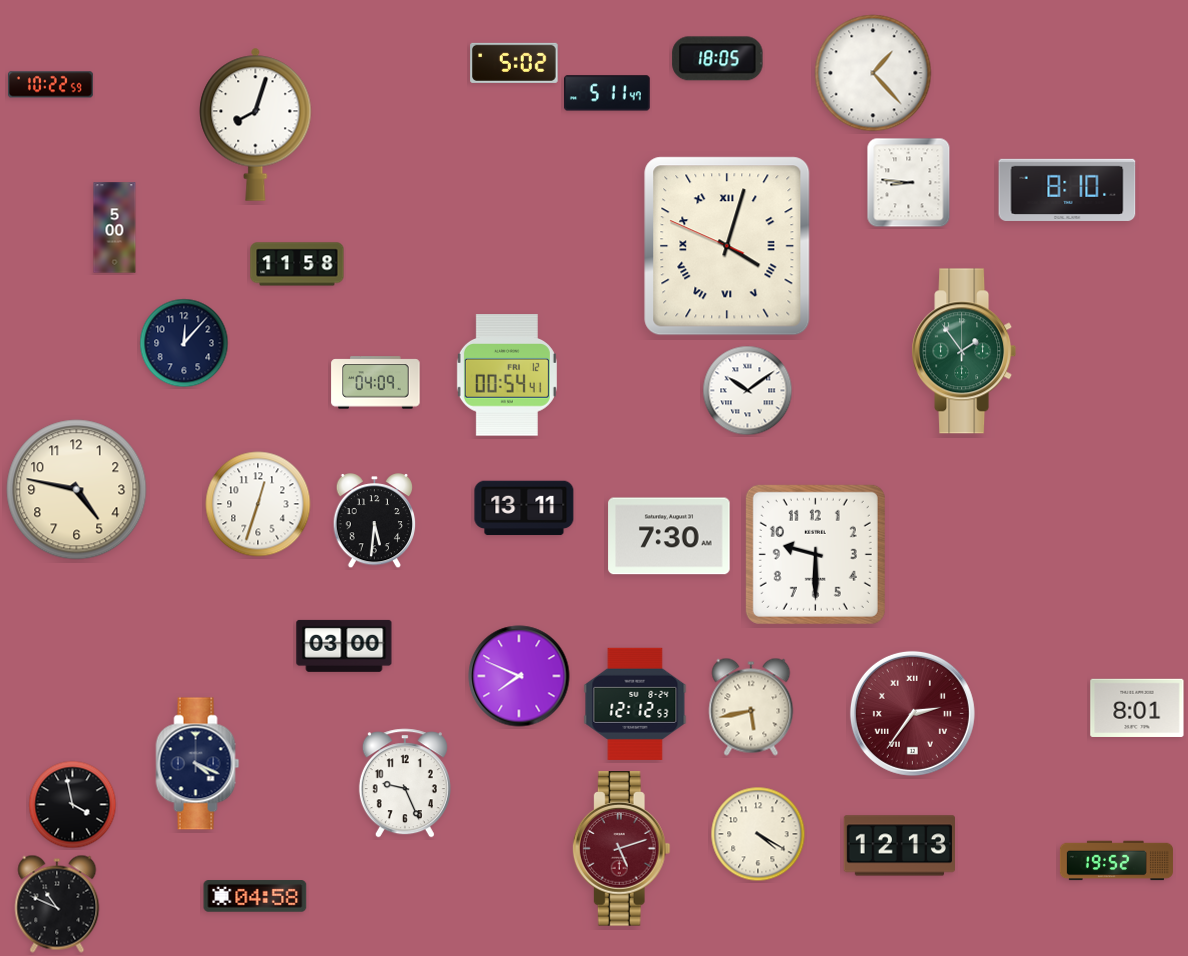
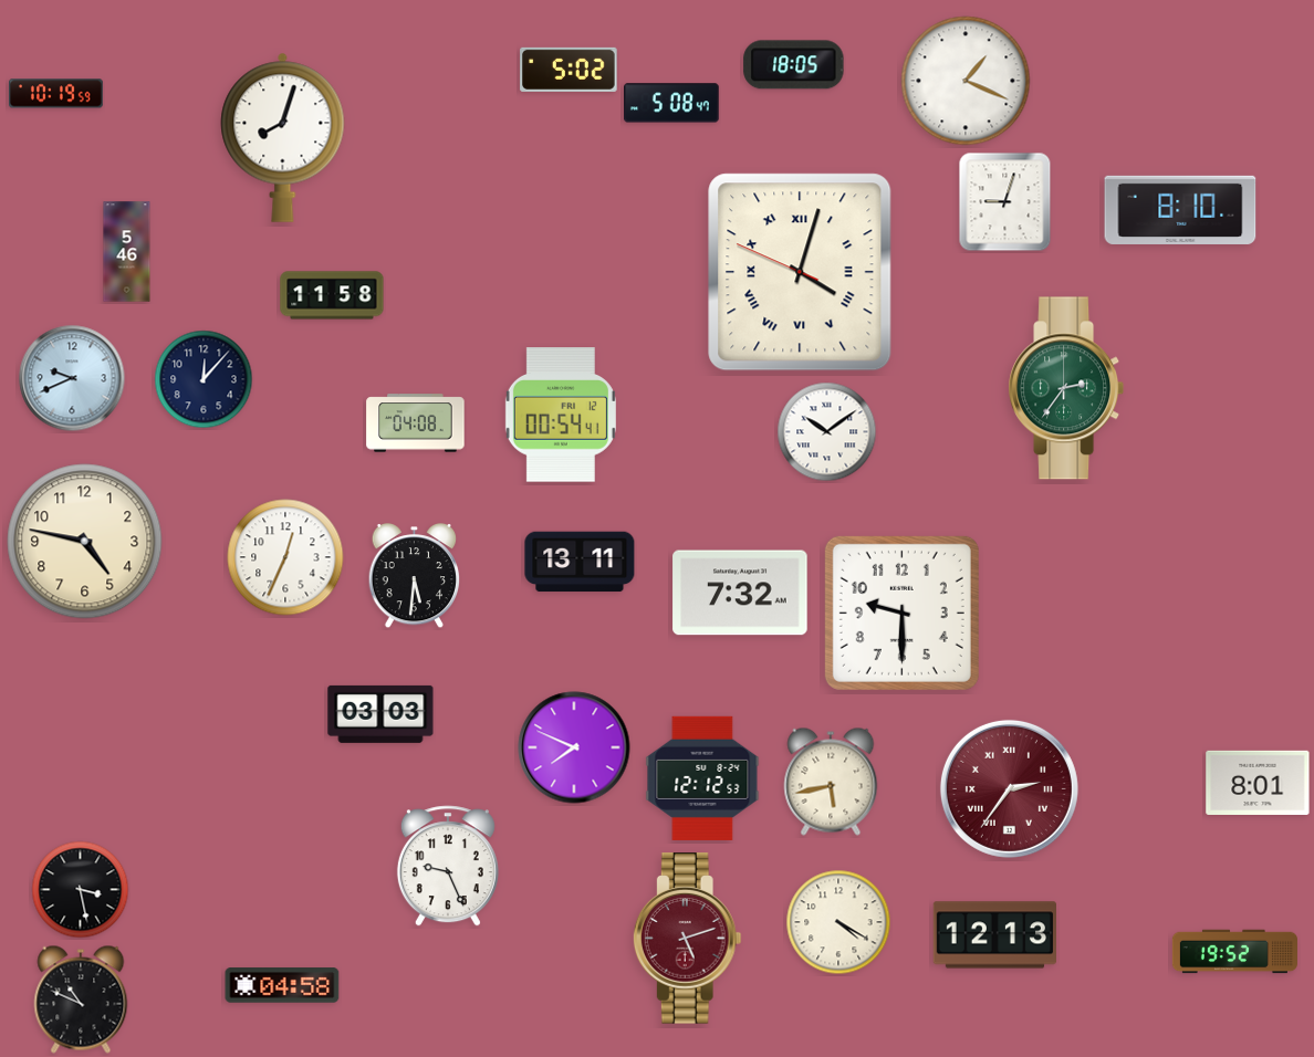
clock at (873, 73): 1:23 -> 1:19
clock at (51, 85): 10:22 -> 10:19
clock at (608, 93): 5:11 -> 5:08
clock at (909, 183): 8:46 -> 9:03
clock at (115, 228): 5:00 -> 5:46
clock at (727, 246) position: (727, 246) -> (800, 272)
clock at (297, 264) position: (297, 264) -> (332, 295)
clock at (72, 378): none -> 9:41
clock at (964, 351): 1:54 -> 2:36
clock at (376, 383): 04:09 -> 04:08
clock at (258, 504): 12:33 -> 12:34
clock at (669, 536): 7:30 -> 7:32
clock at (344, 646): 03:00 -> 03:03
clock at (198, 764): 4:19 -> none
clock at (73, 805): 3:58 -> 3:28
clock at (255, 896) position: (255, 896) -> (282, 985)
clock at (57, 904) position: (57, 904) -> (81, 1000)
